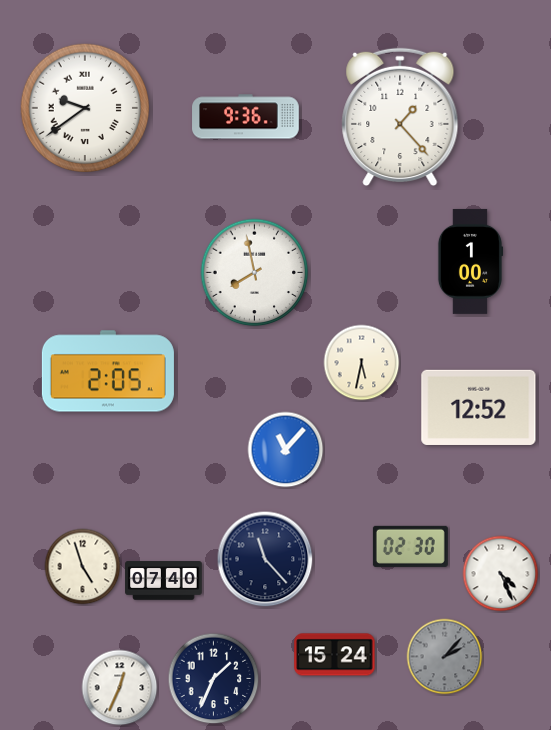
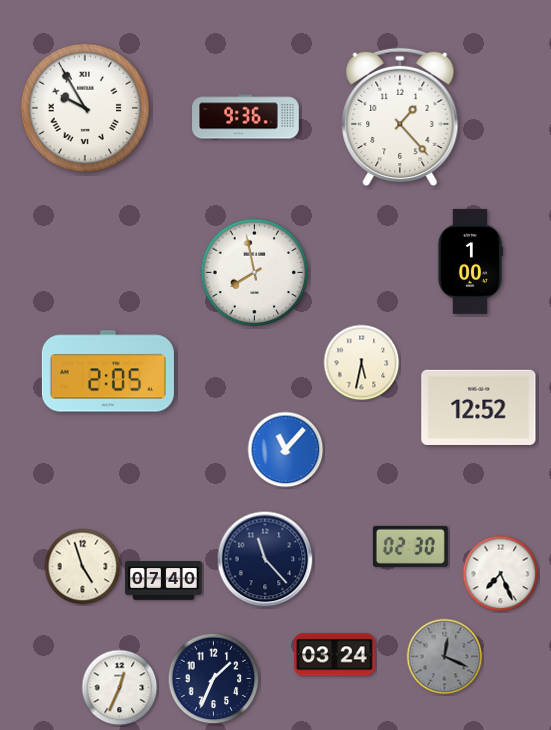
clock at (84, 107): 9:39 -> 9:55
clock at (501, 574): 4:26 -> 7:26
clock at (335, 655): 15:24 -> 03:24
clock at (445, 657): 2:07 -> 12:19
